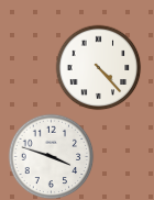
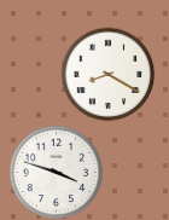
clock at (98, 67): 4:23 -> 8:20
